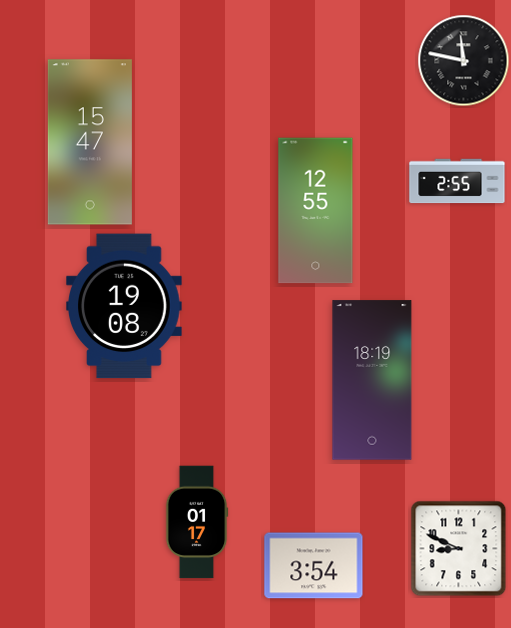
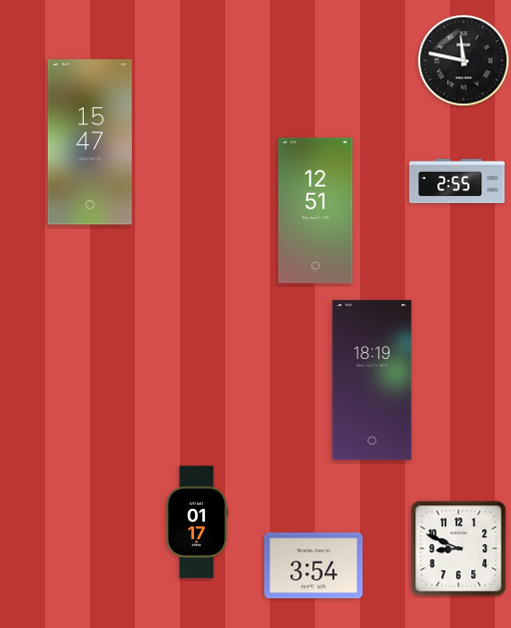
clock at (316, 211): 12:55 -> 12:51
clock at (124, 306): 19:08 -> none
